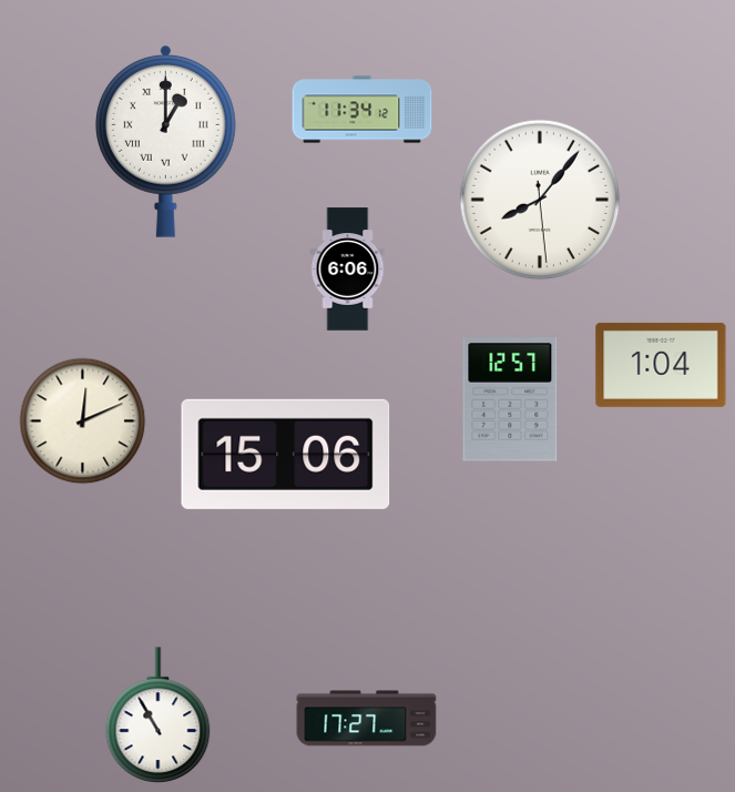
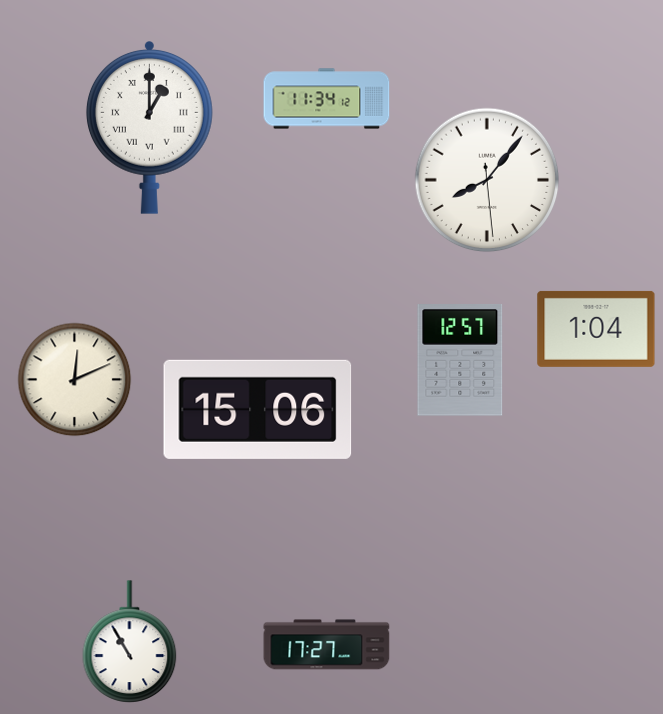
clock at (348, 270): 6:06 -> none
clock at (159, 715) position: (159, 715) -> (130, 642)
clock at (367, 719) position: (367, 719) -> (327, 645)
